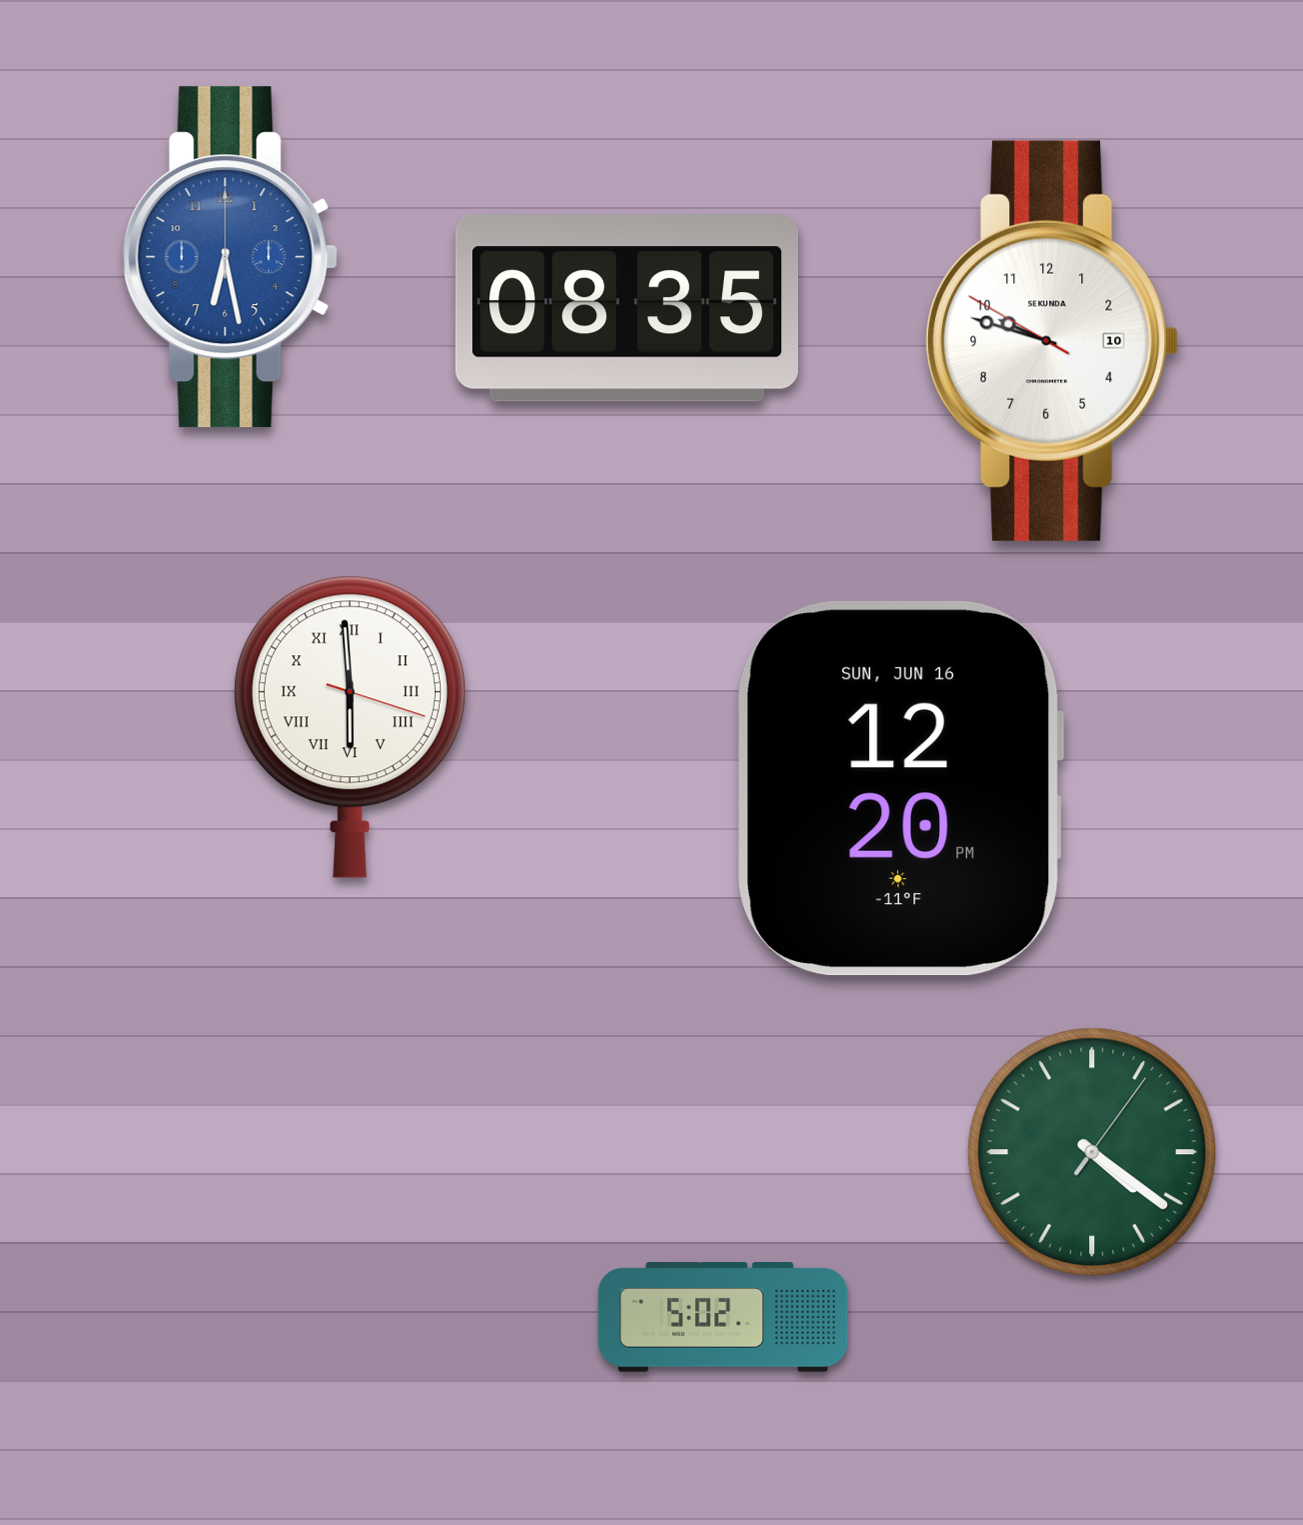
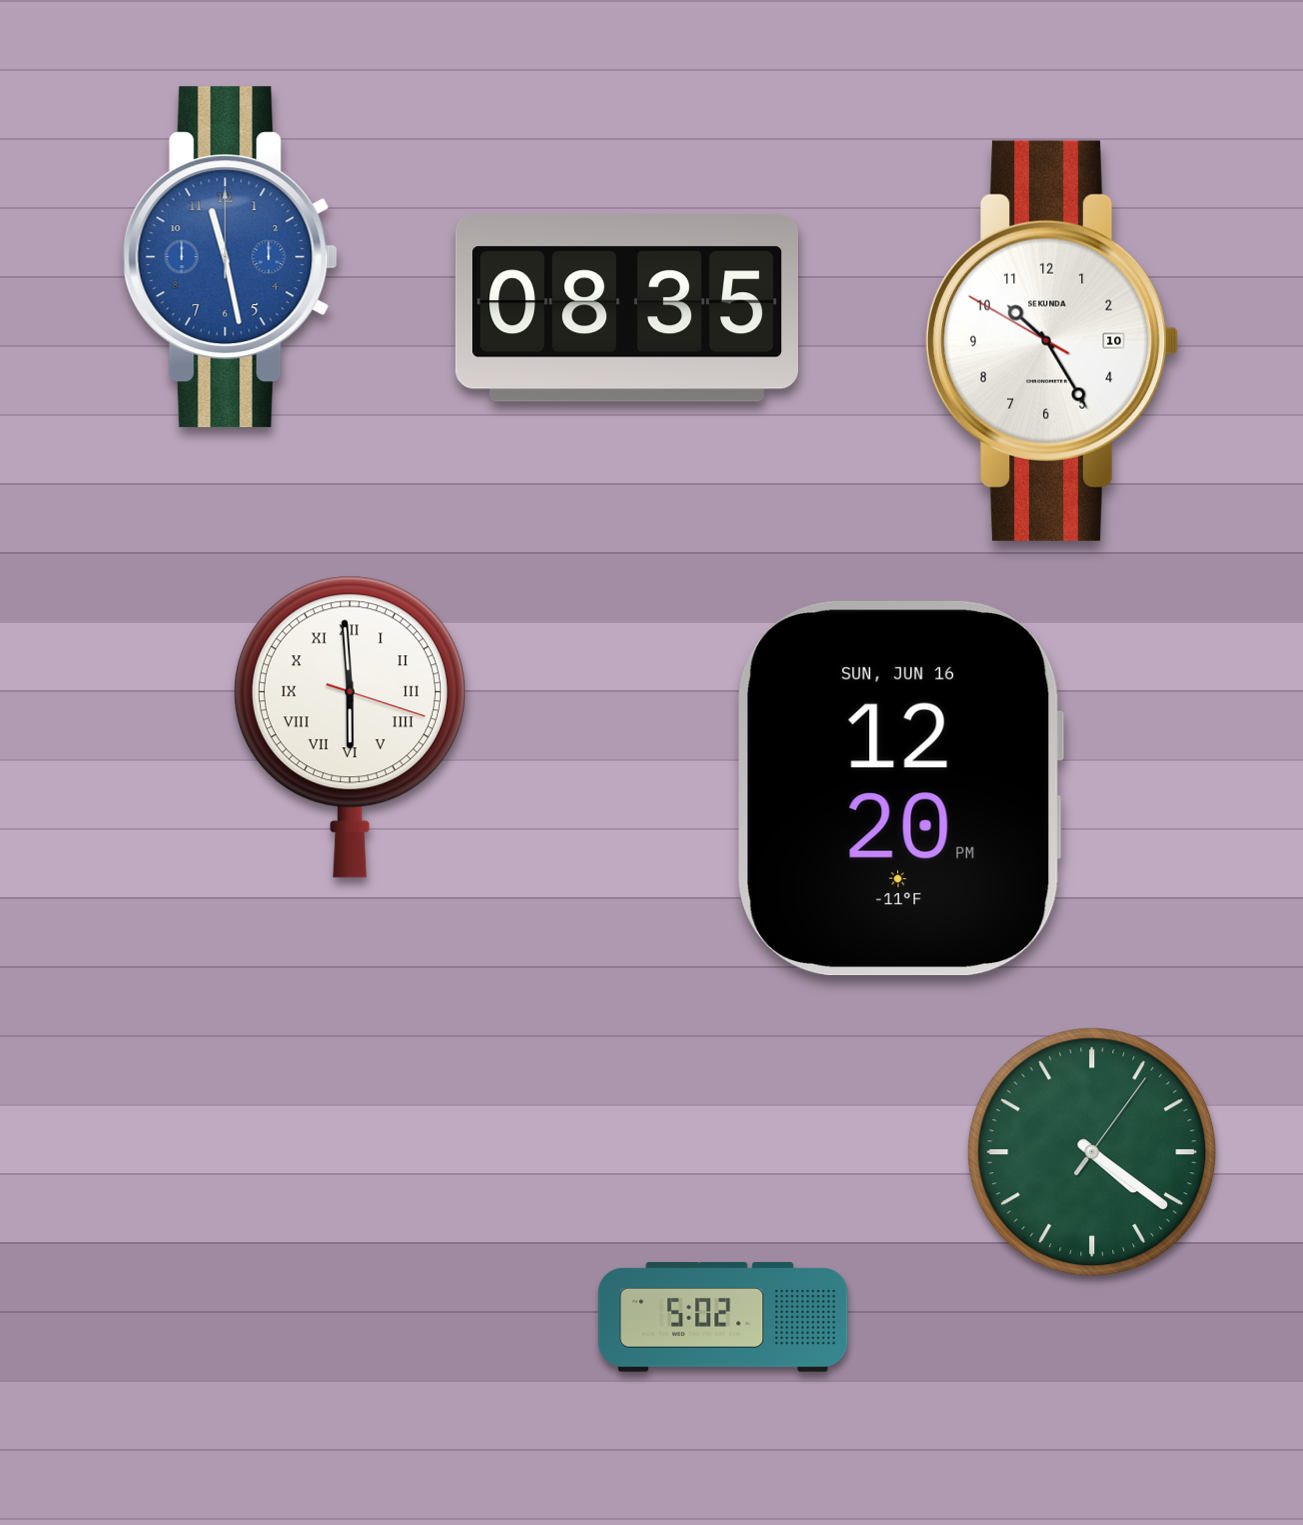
clock at (230, 257): 6:28 -> 11:28
clock at (1052, 341): 9:47 -> 10:24
